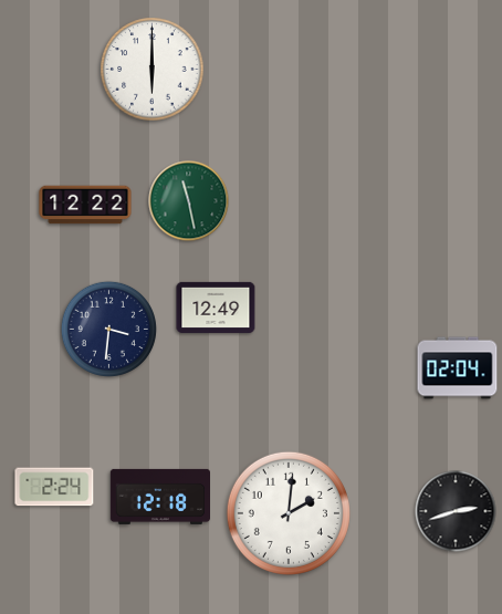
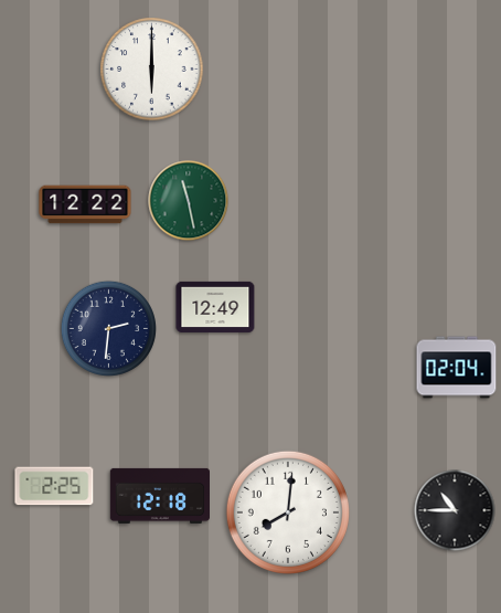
clock at (108, 329): 3:31 -> 2:31
clock at (54, 487): 2:24 -> 2:25
clock at (456, 511): 2:42 -> 10:45
clock at (289, 513): 2:01 -> 8:01
